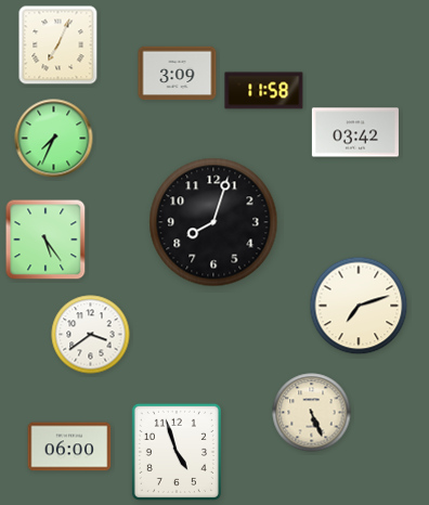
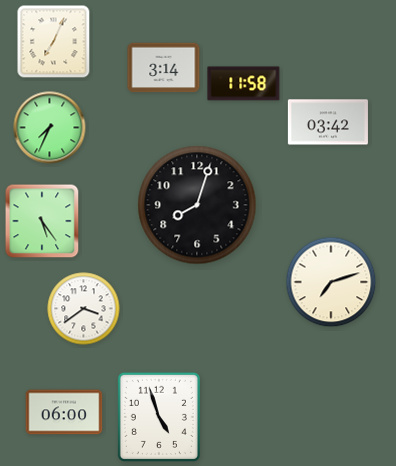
clock at (178, 74): 3:09 -> 3:14
clock at (312, 413): 5:26 -> none
clock at (177, 452) position: (177, 452) -> (159, 417)
